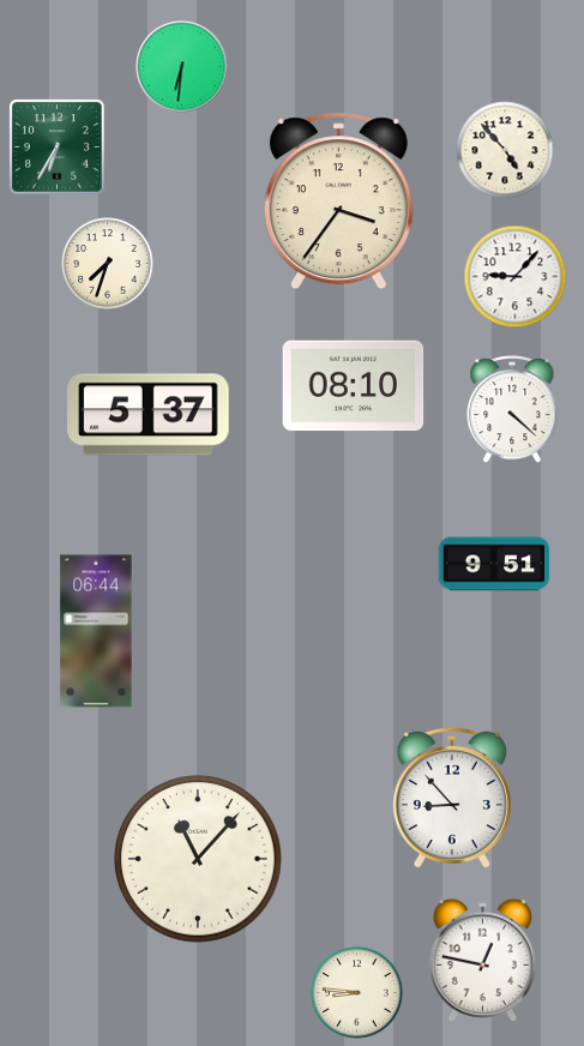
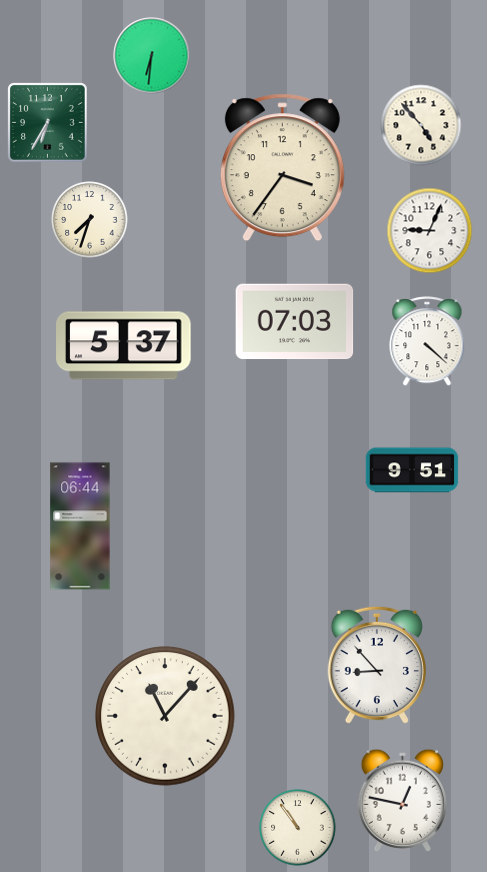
clock at (516, 277): 9:07 -> 9:04
clock at (354, 386): 08:10 -> 07:03
clock at (357, 993): 8:46 -> 10:54
